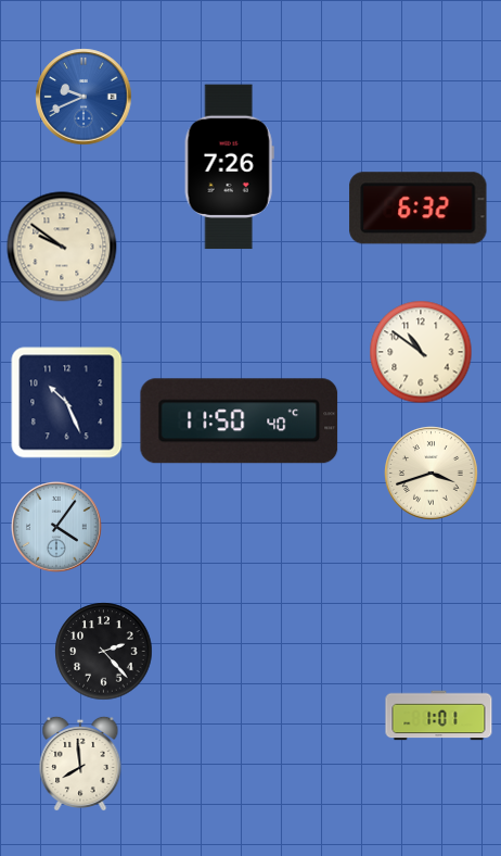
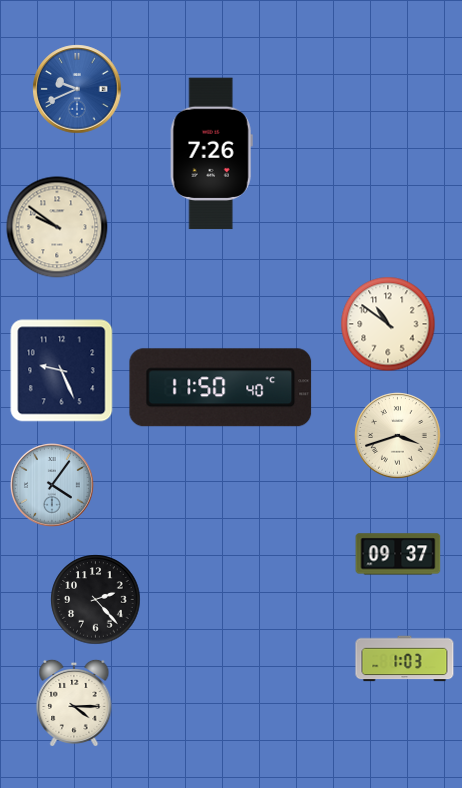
clock at (419, 209): 6:32 -> none
clock at (67, 403): 10:26 -> 9:26
clock at (398, 554): none -> 09:37
clock at (439, 716): 1:01 -> 1:03
clock at (80, 763): 7:59 -> 4:15
